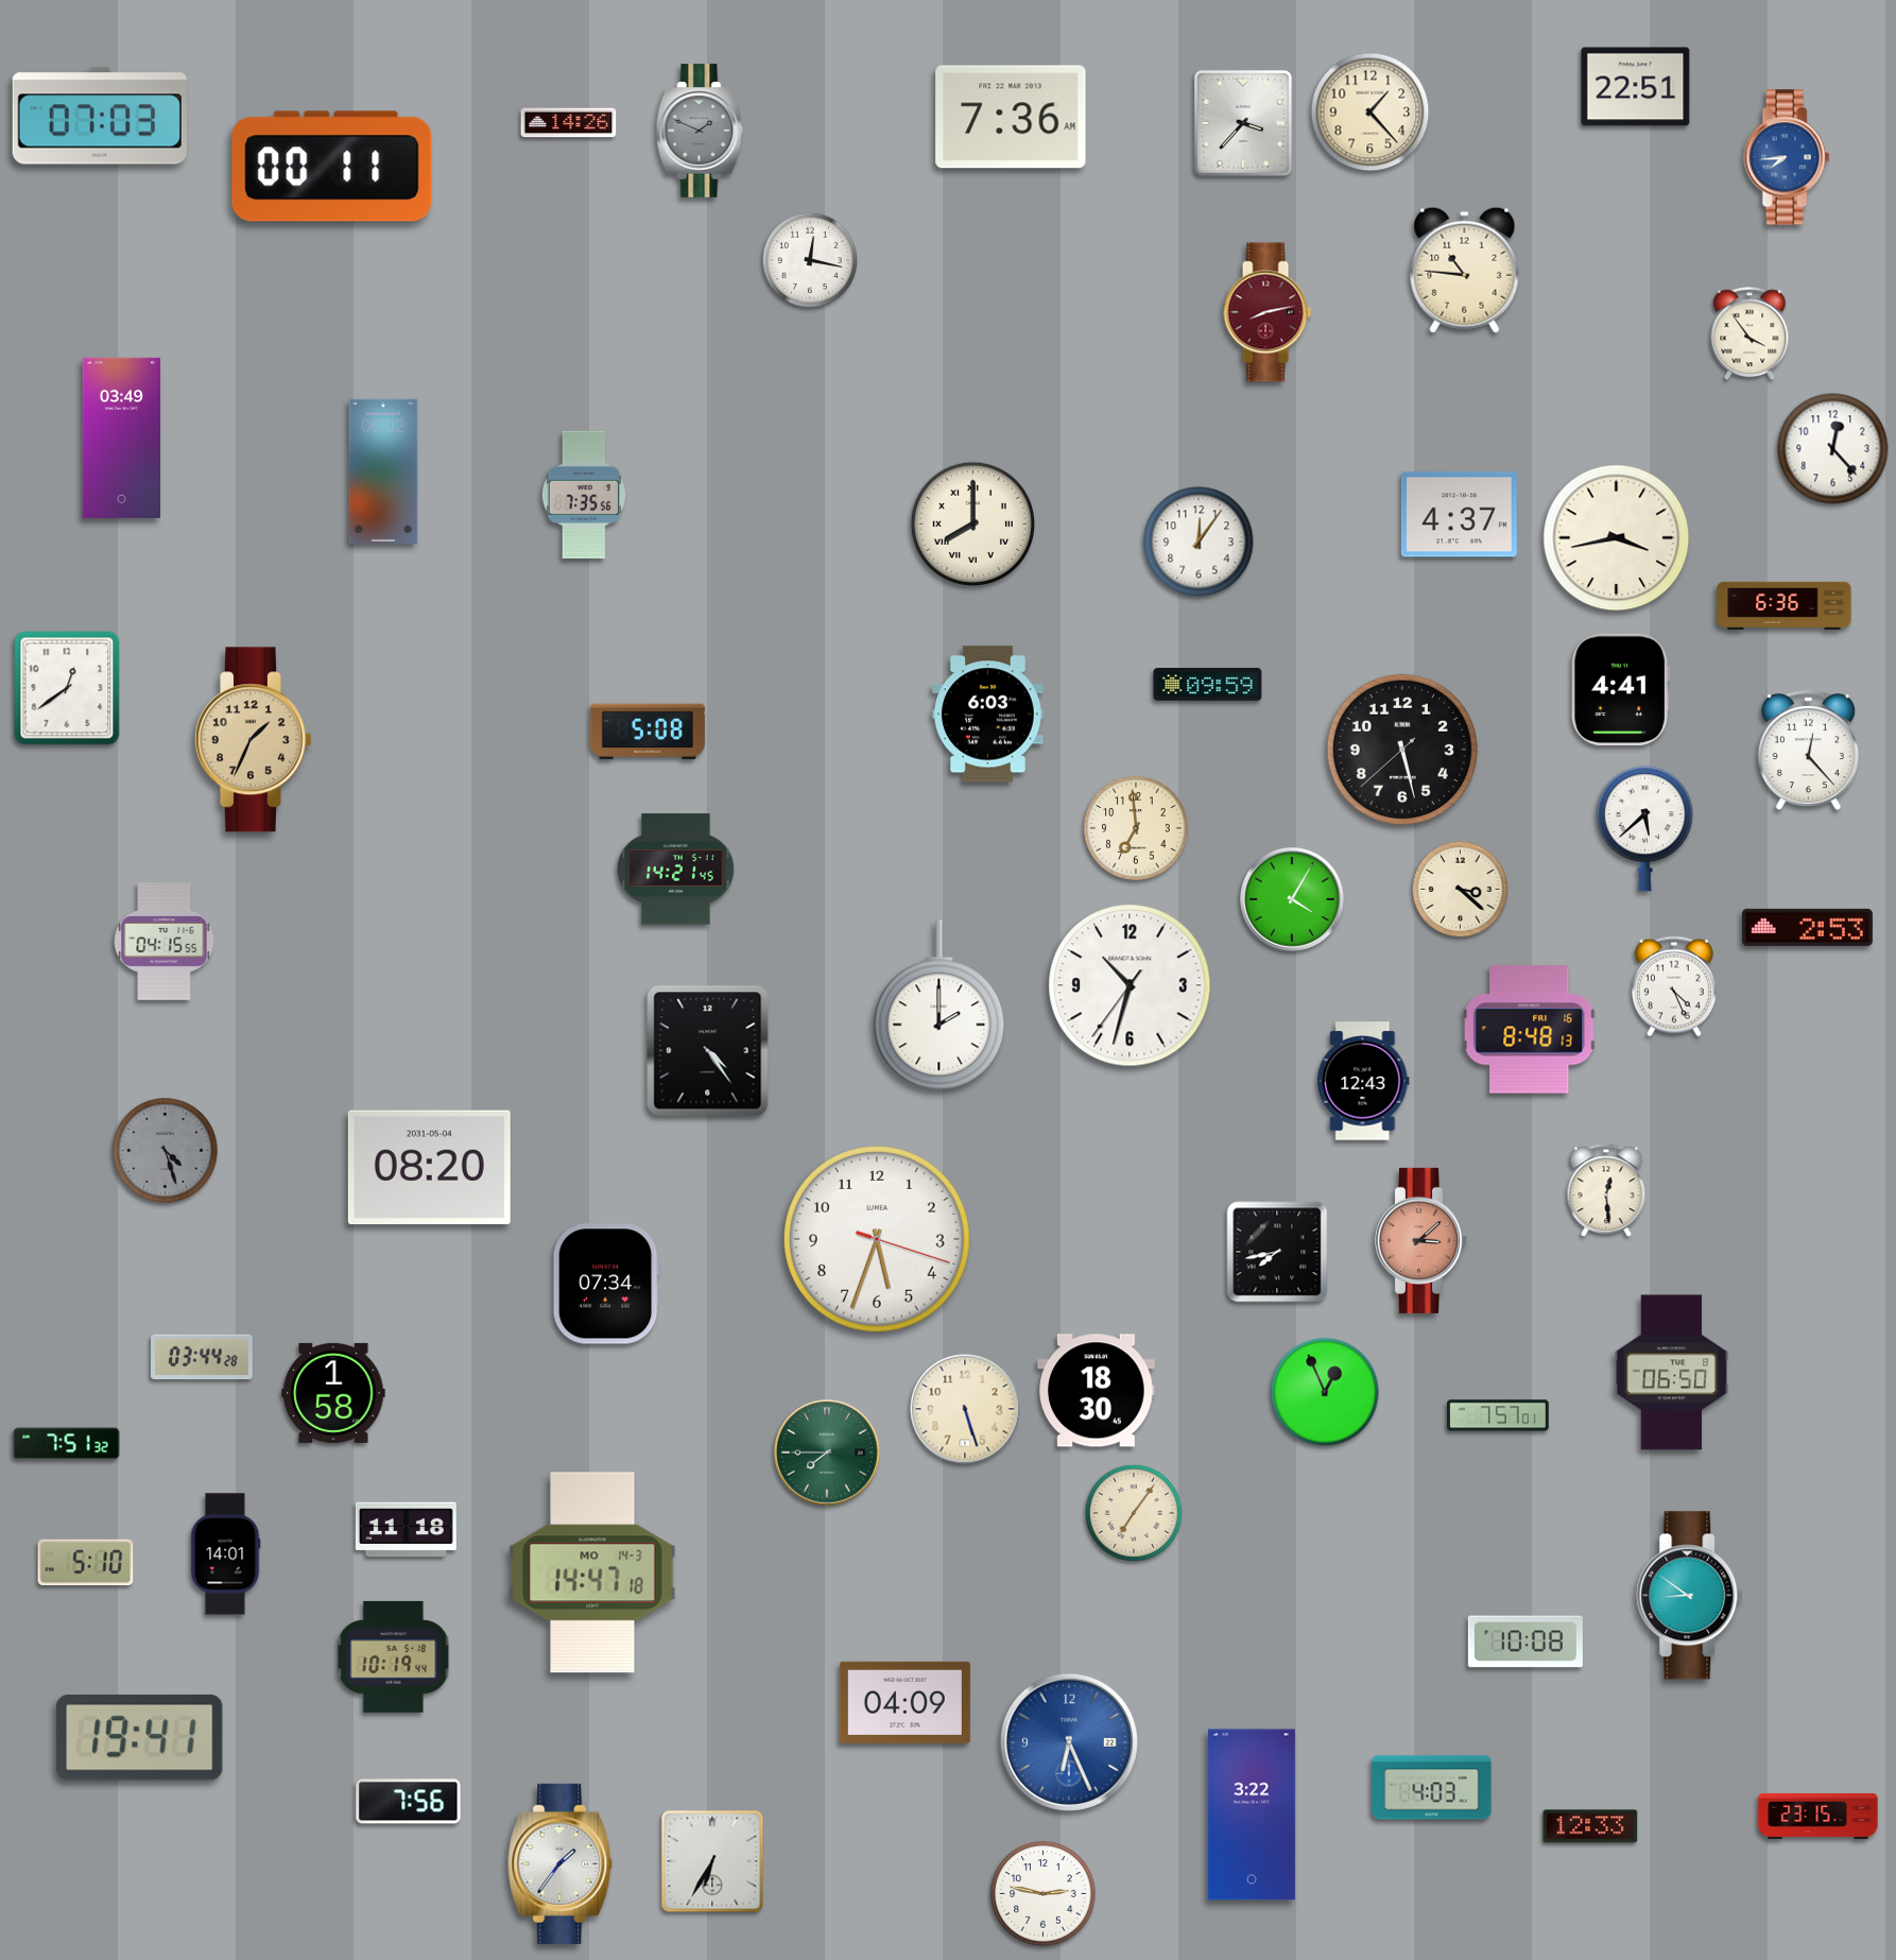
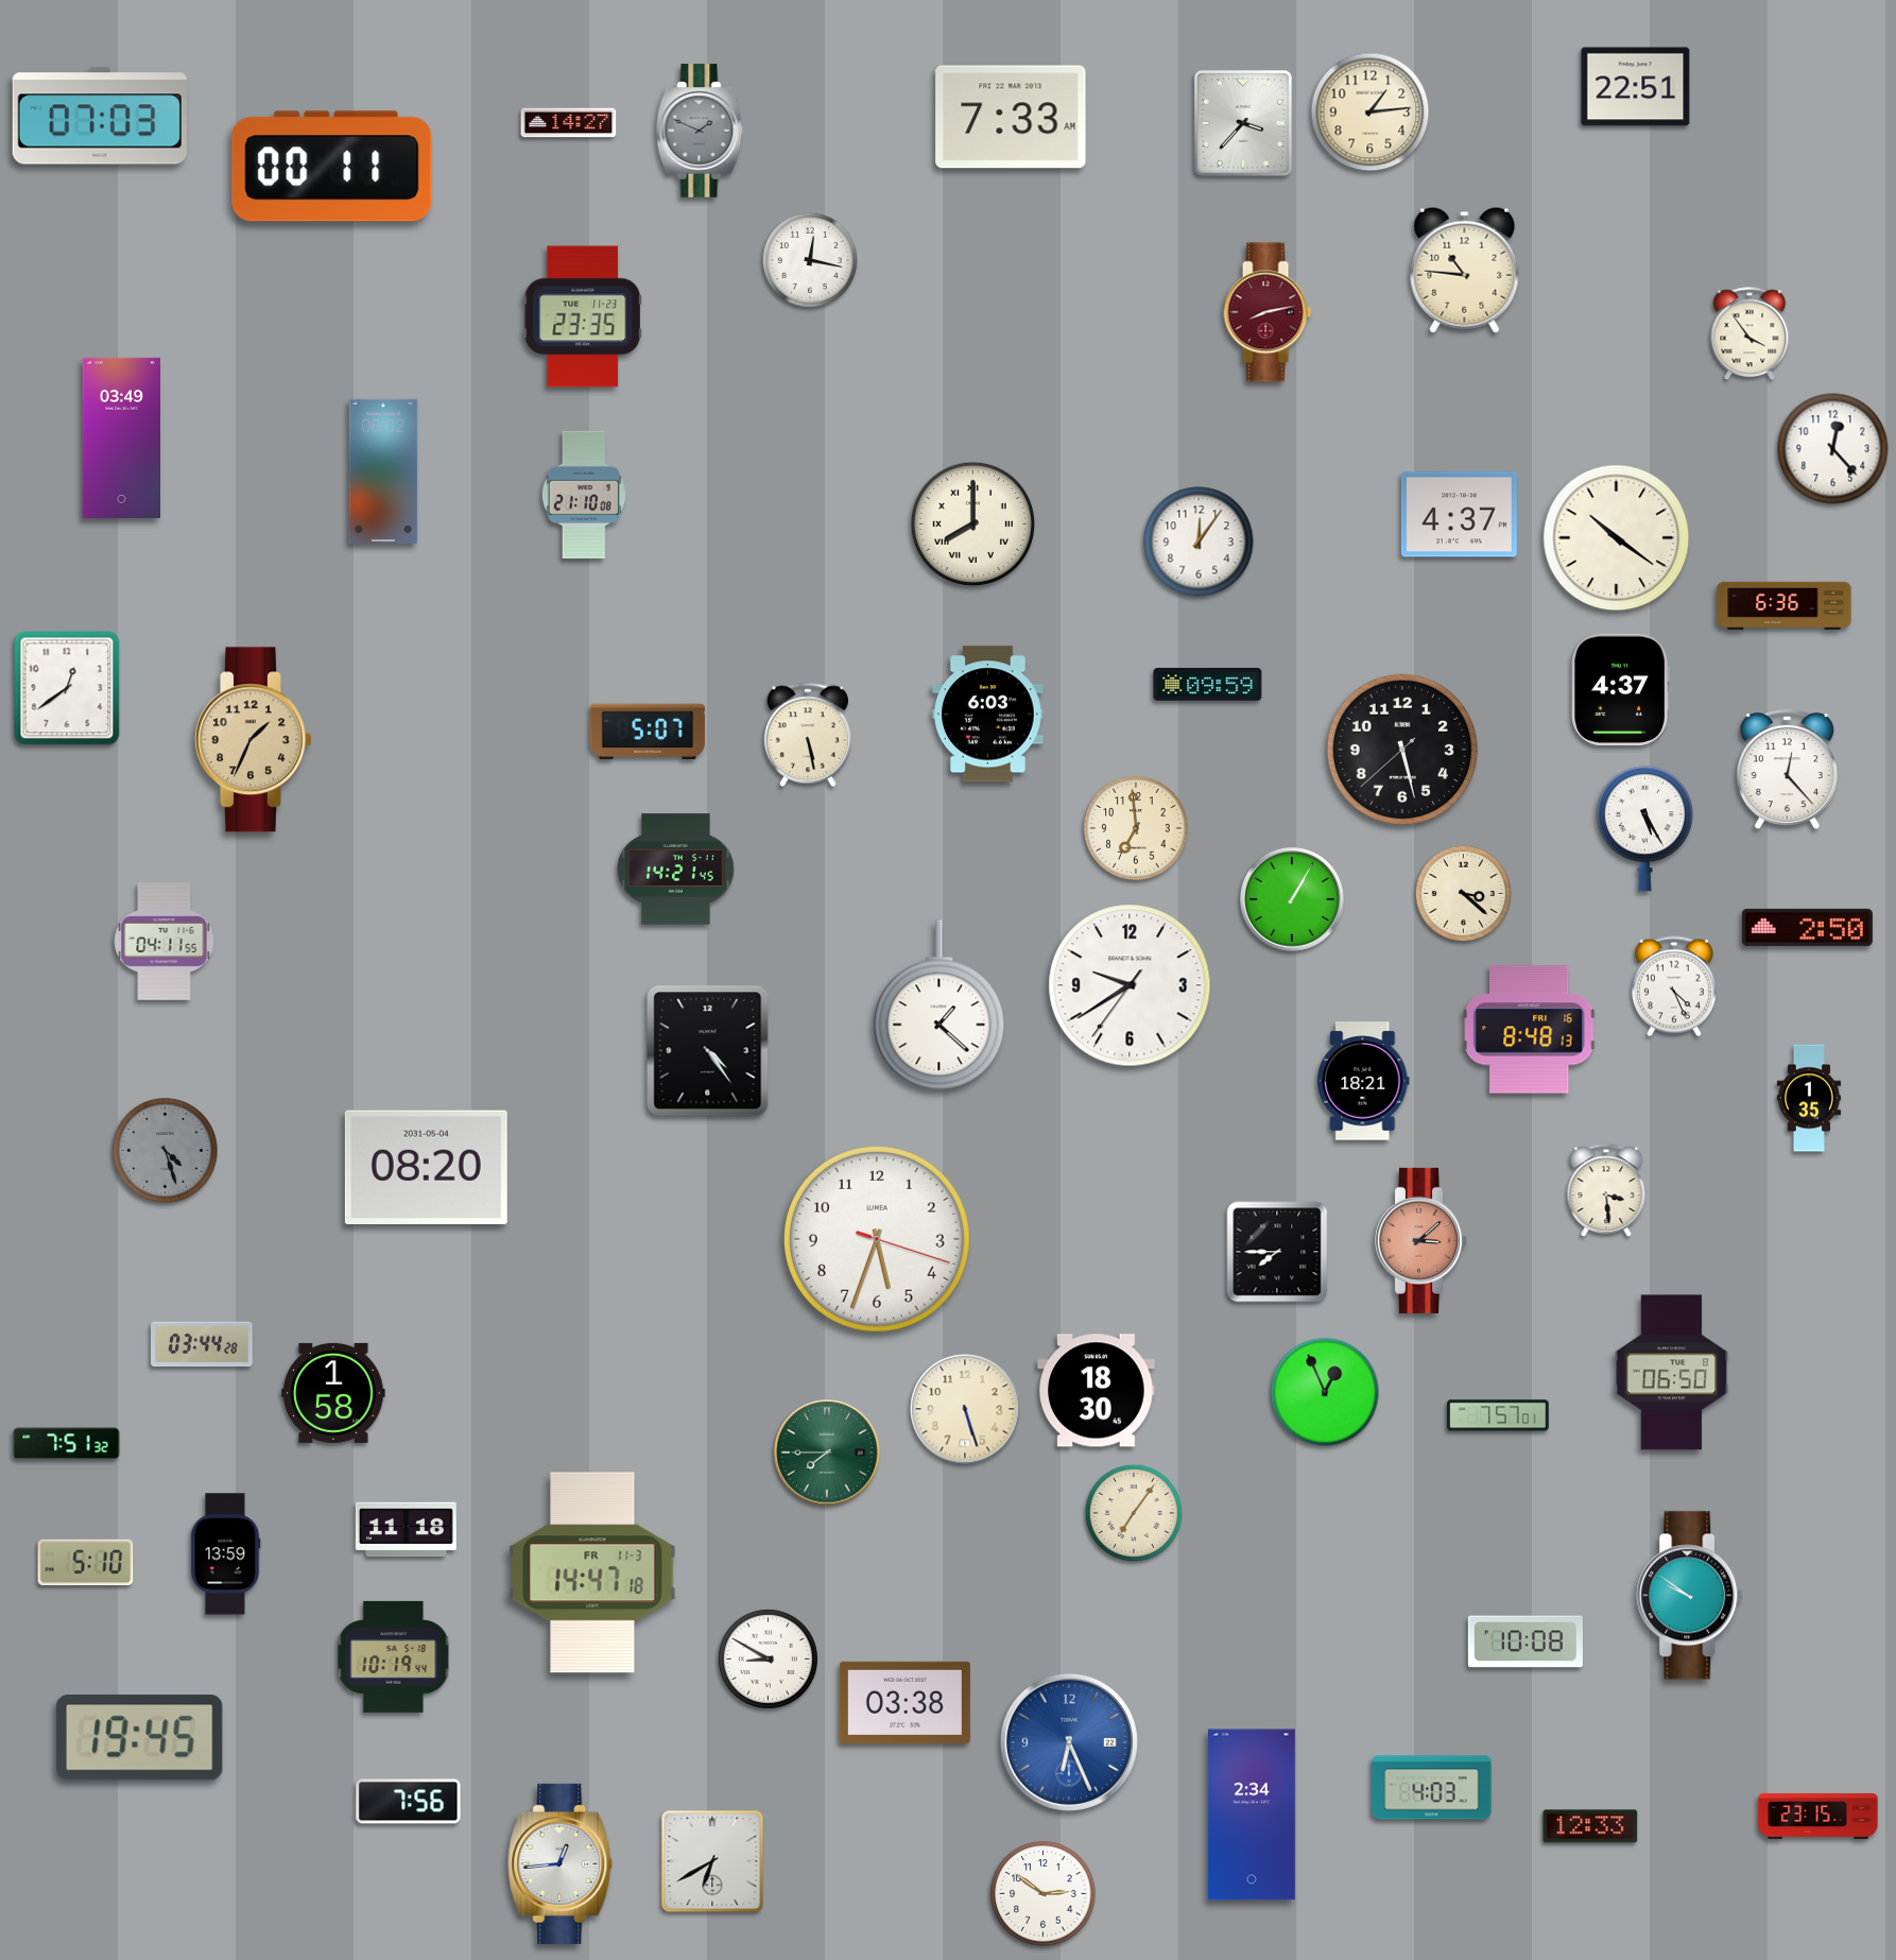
clock at (1371, 113): 1:23 -> 1:14
clock at (1011, 117): 7:36 -> 7:33
clock at (569, 123): 14:26 -> 14:27
clock at (1787, 157): 7:44 -> none
clock at (582, 316): none -> 23:35
clock at (584, 495): 7:35 -> 21:10
clock at (1617, 538): 3:43 -> 10:21
clock at (1620, 690): 4:41 -> 4:37
clock at (648, 732): 5:08 -> 5:07
clock at (808, 735): none -> 5:28
clock at (1808, 751) position: (1808, 751) -> (1787, 770)
clock at (1644, 829): 5:38 -> 5:25
clock at (1460, 889) position: (1460, 889) -> (1463, 893)
clock at (1293, 900): 4:05 -> 1:05
clock at (1807, 927): 2:53 -> 2:50
clock at (165, 942): 04:15 -> 04:11
clock at (1130, 985): 10:32 -> 9:39
clock at (940, 1005): 2:00 -> 1:22
clock at (1363, 1081): 12:43 -> 18:21
clock at (1808, 1098): none -> 1:35
clock at (429, 1168) position: (429, 1168) -> (426, 1168)
clock at (1606, 1191): 12:29 -> 3:29
clock at (1277, 1252): 7:43 -> 7:45
clock at (606, 1284): 07:34 -> none
clock at (203, 1357) position: (203, 1357) -> (203, 1344)
clock at (225, 1554): 14:01 -> 13:59
clock at (592, 1572) date: MO 14-3 -> FR 11-3
clock at (1690, 1596): 8:51 -> 9:51
clock at (768, 1658): none -> 8:50
clock at (904, 1702): 04:09 -> 03:38
clock at (140, 1738): 19:41 -> 19:45
clock at (1252, 1815): 3:22 -> 2:34
clock at (712, 1861): 6:35 -> 6:40
clock at (561, 1863): 1:36 -> 12:44
clock at (1044, 1894): 2:47 -> 2:51
